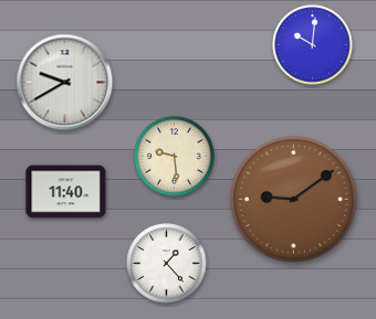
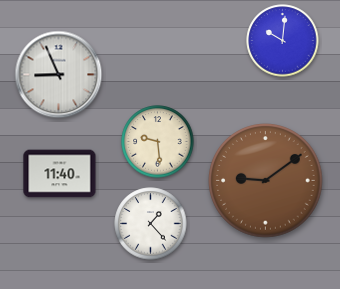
clock at (65, 83): 9:40 -> 8:56
clock at (167, 264) position: (167, 264) -> (151, 224)
